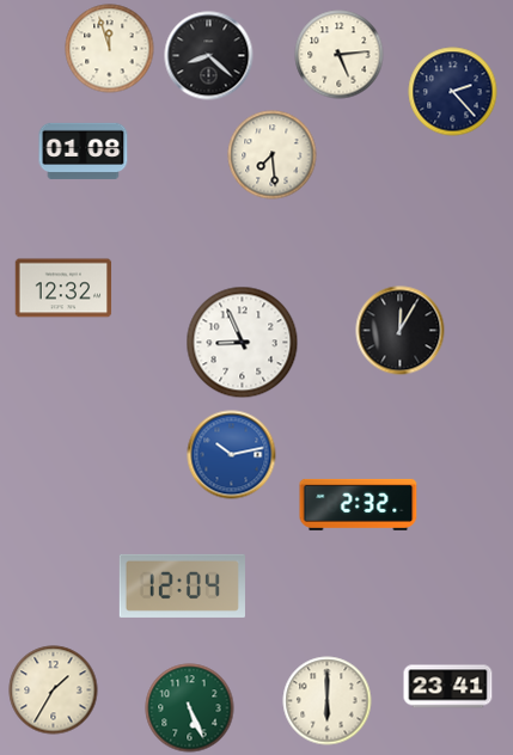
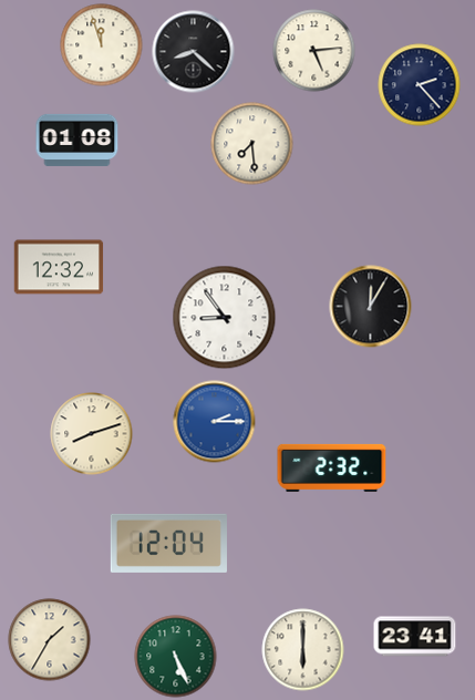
clock at (243, 343): 8:56 -> 8:54
clock at (232, 455): 10:13 -> 2:15
clock at (92, 434): none -> 8:12
